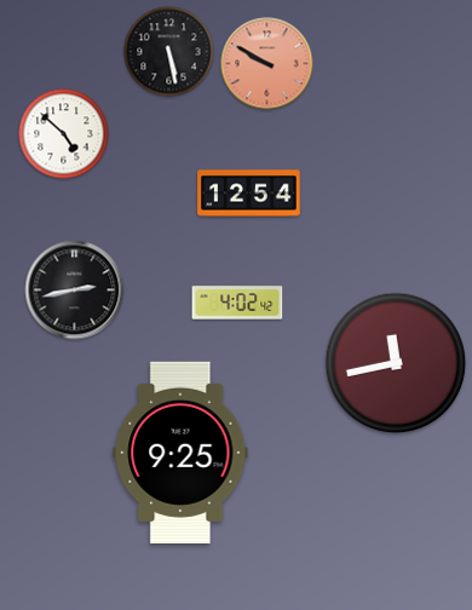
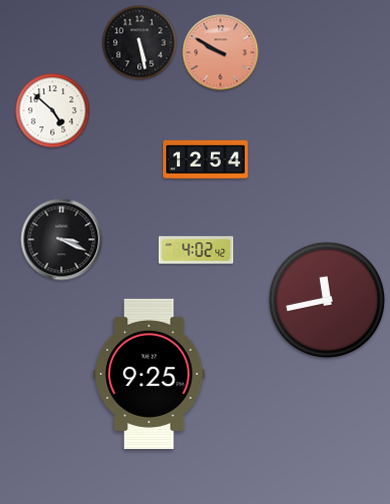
clock at (75, 290): 2:43 -> 3:19
